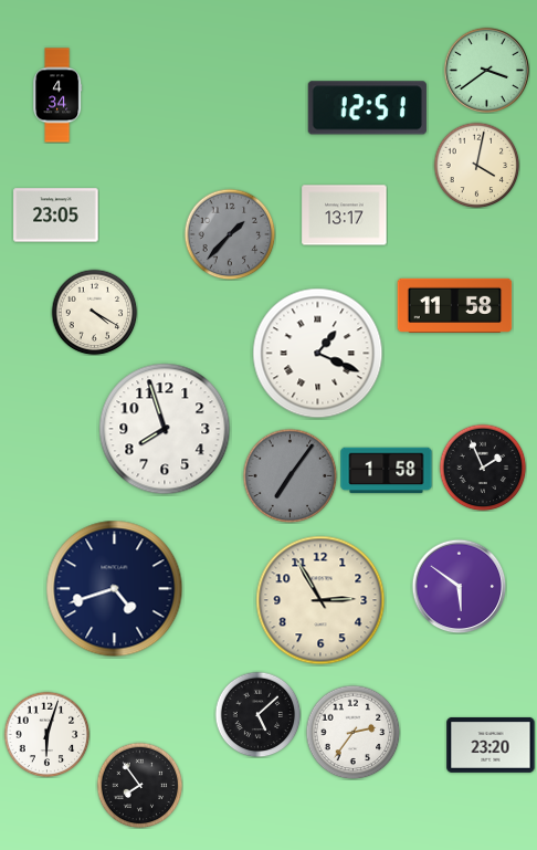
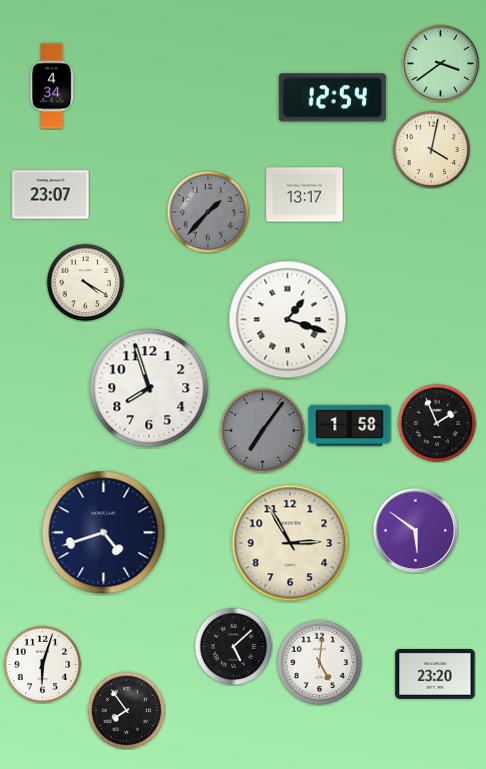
clock at (367, 108): 12:51 -> 12:54
clock at (56, 216): 23:05 -> 23:07
clock at (345, 216) position: (345, 216) -> (305, 195)
clock at (455, 305): 11:58 -> none
clock at (318, 354): 1:19 -> 1:18
clock at (352, 732): 2:36 -> 5:01
clock at (491, 745) position: (491, 745) -> (435, 674)
